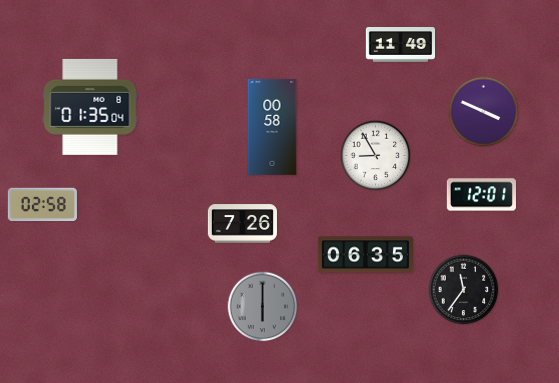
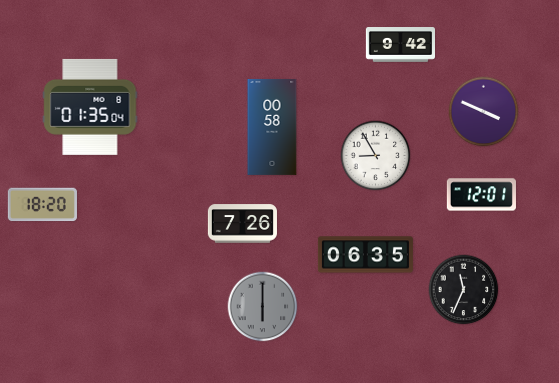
clock at (400, 45): 11:49 -> 9:42
clock at (42, 205): 02:58 -> 18:20
clock at (464, 290): 11:36 -> 11:34
